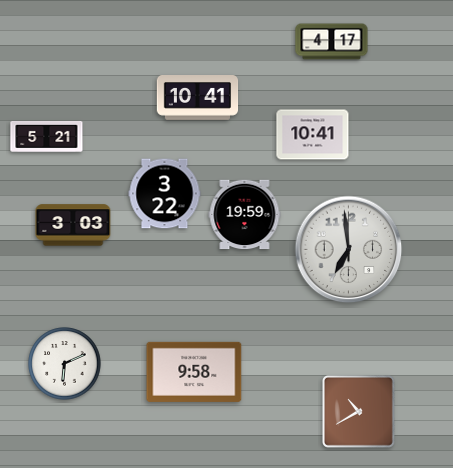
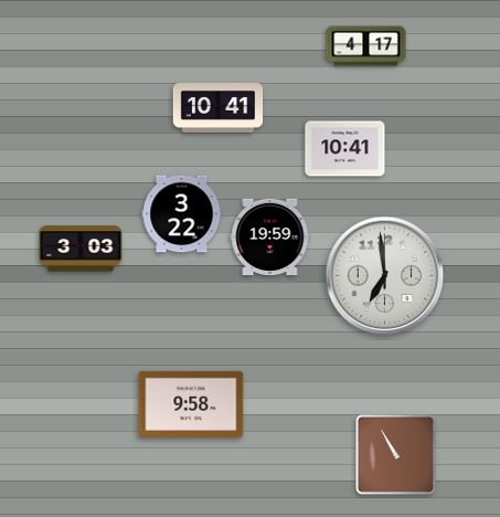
clock at (47, 136): 5:21 -> none
clock at (65, 364): 6:11 -> none
clock at (194, 372) position: (194, 372) -> (191, 404)
clock at (358, 411): 10:40 -> 10:55
